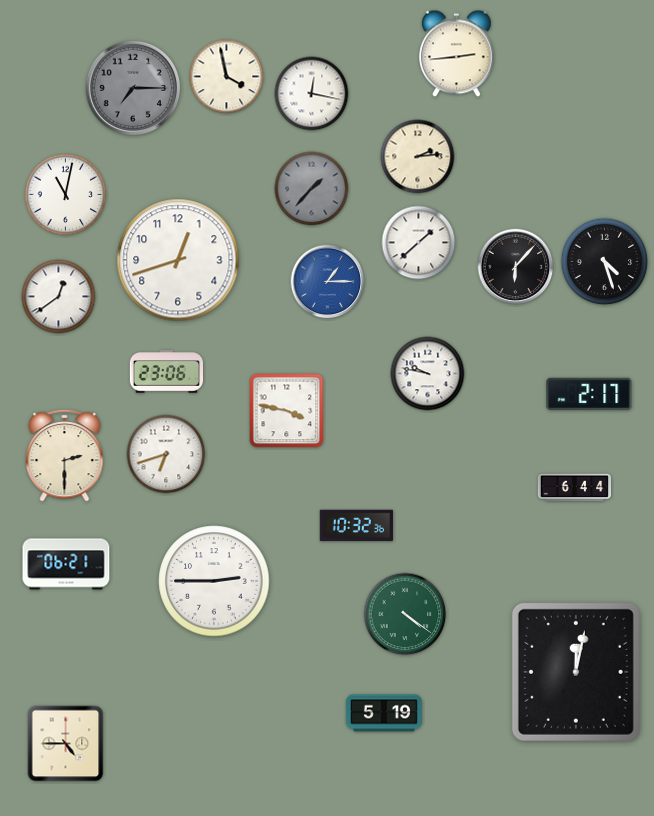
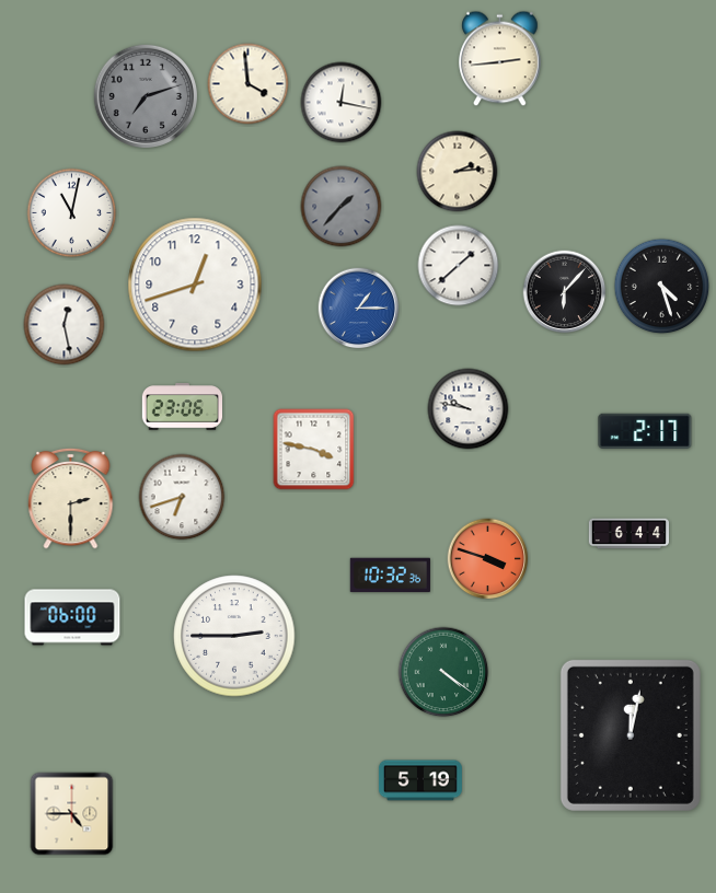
clock at (227, 77): 3:58 -> 3:59
clock at (133, 88): 7:15 -> 7:12
clock at (59, 297): 12:39 -> 12:28
clock at (488, 559): none -> 3:48
clock at (66, 564): 06:21 -> 06:00
